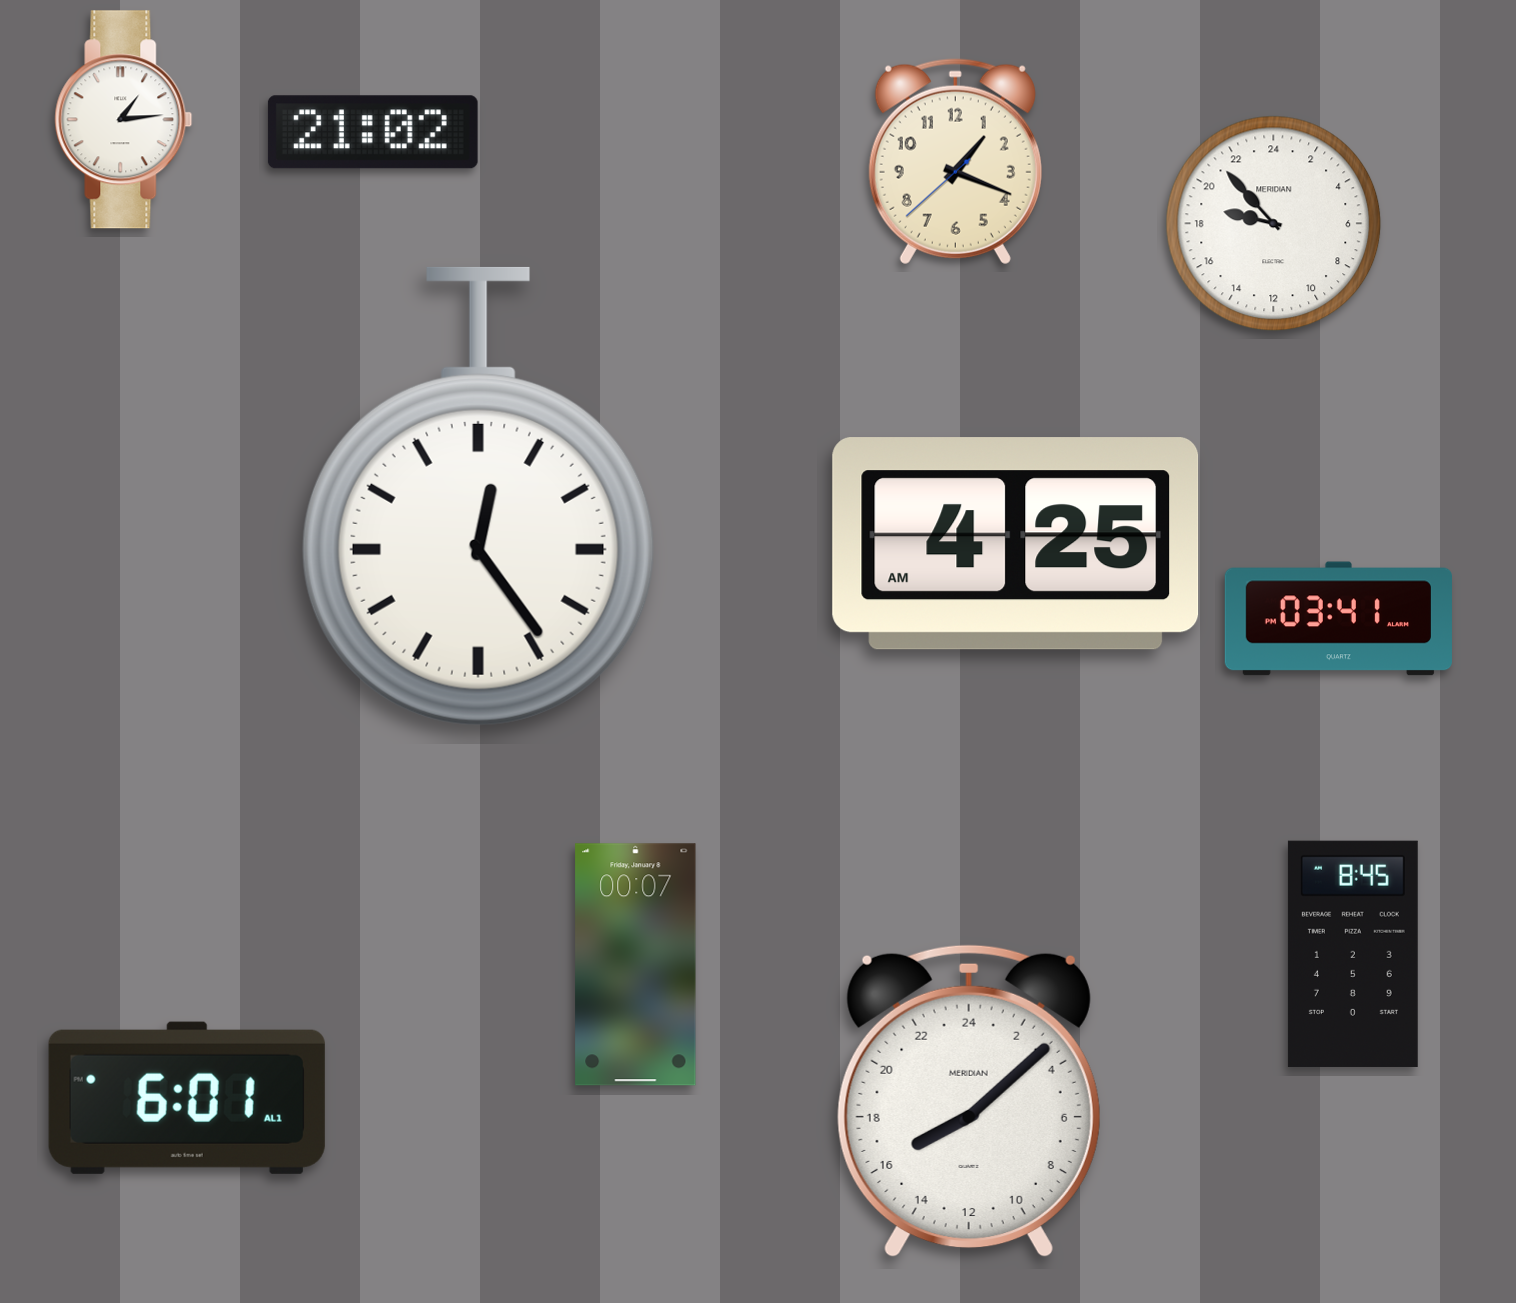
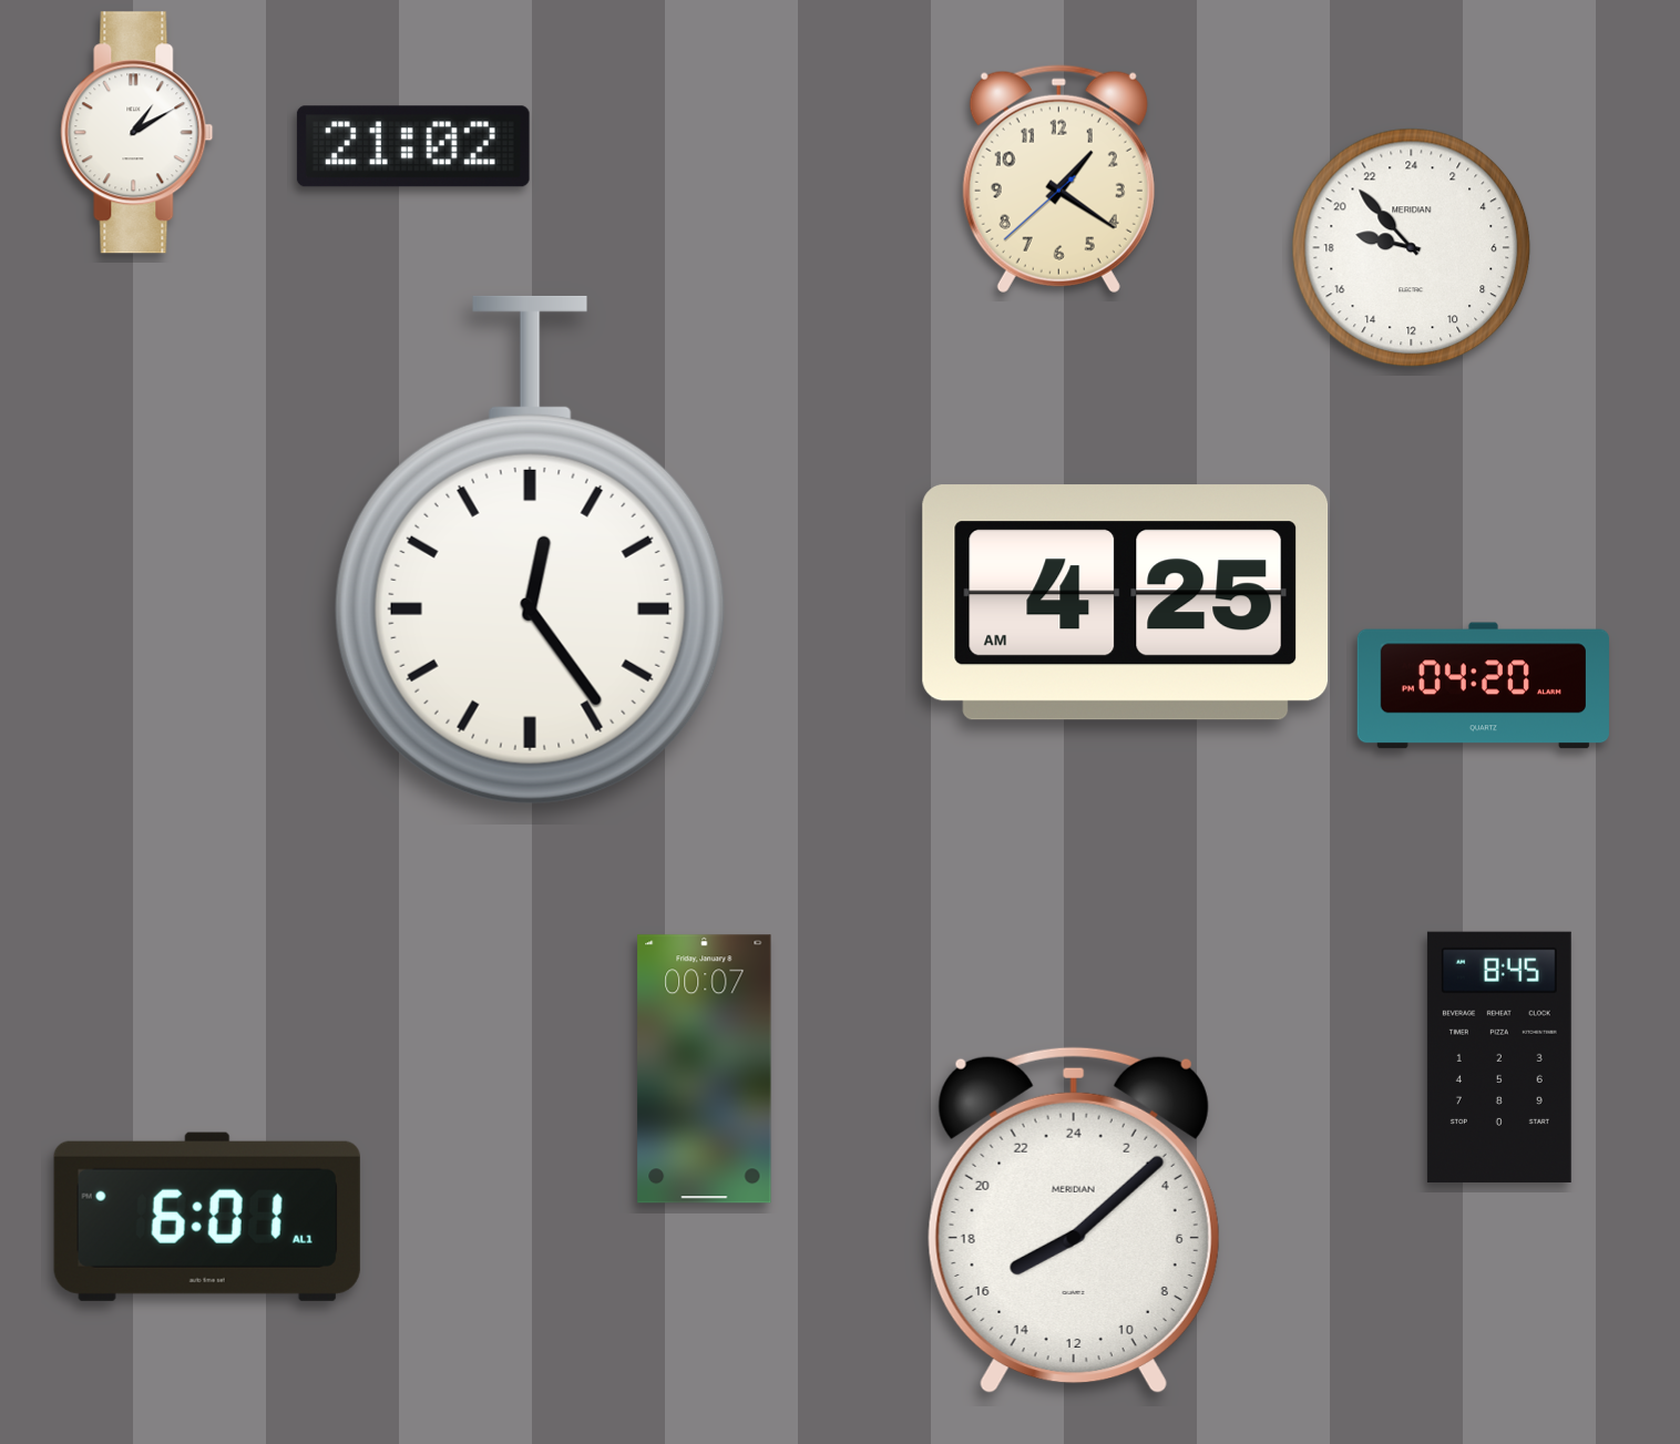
clock at (124, 120): 1:14 -> 1:10
clock at (955, 162): 1:18 -> 1:20
clock at (1338, 619): 03:41 -> 04:20
